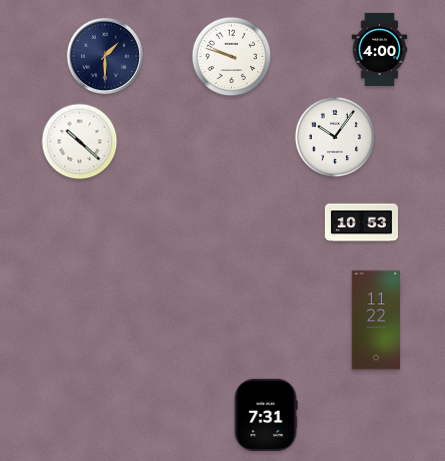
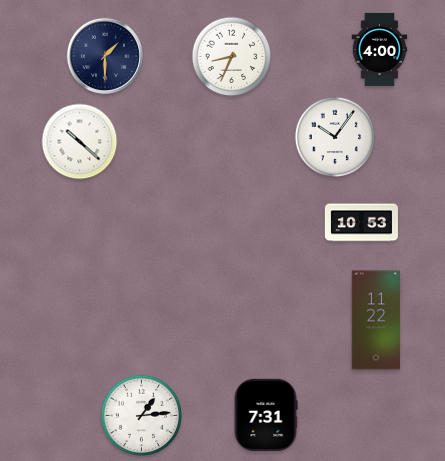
clock at (232, 57): 9:48 -> 8:34
clock at (141, 415): none -> 1:14
